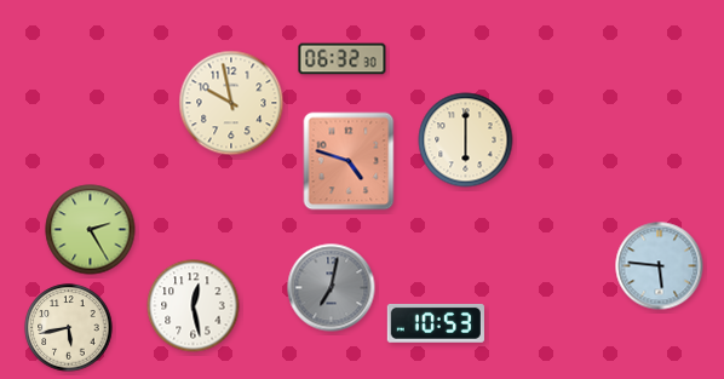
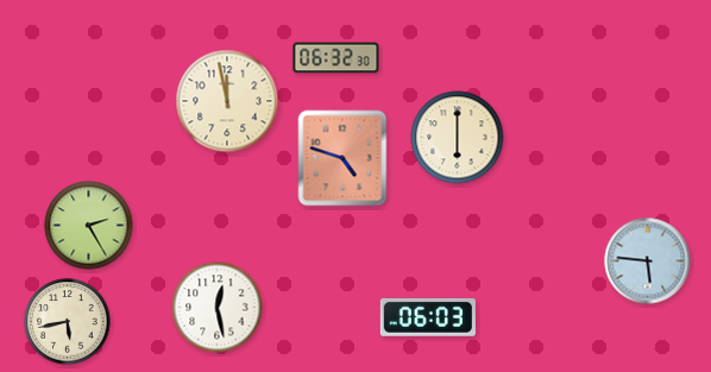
clock at (231, 103): 9:58 -> 11:58
clock at (332, 288): 7:02 -> none
clock at (194, 306) position: (194, 306) -> (218, 308)
clock at (436, 323): 10:53 -> 06:03
